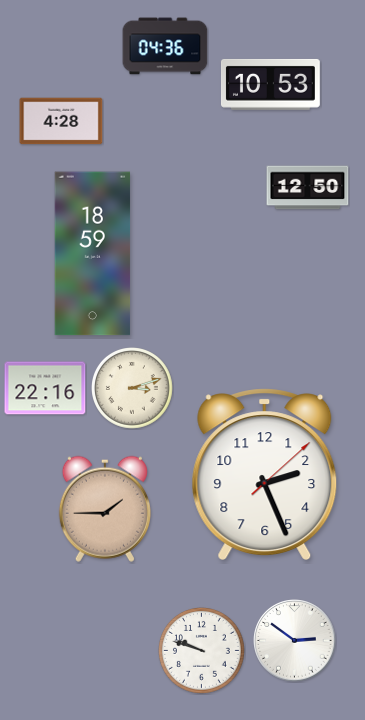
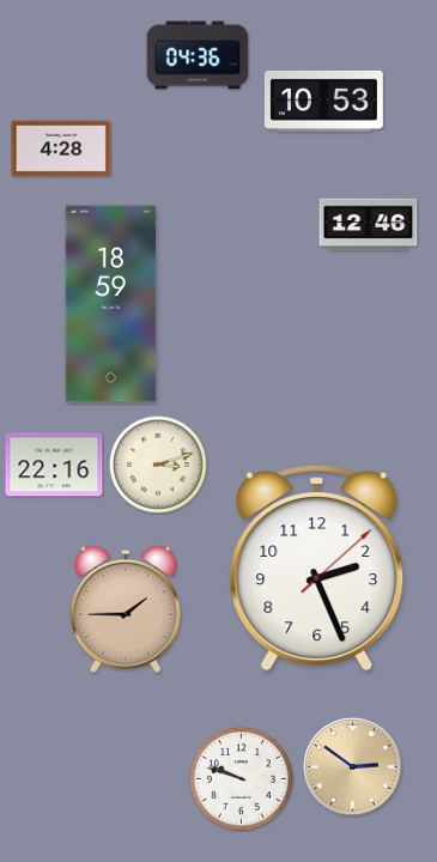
clock at (61, 121) position: (61, 121) -> (61, 148)
clock at (308, 188): 12:50 -> 12:46
clock at (295, 641) dial: white -> champagne
